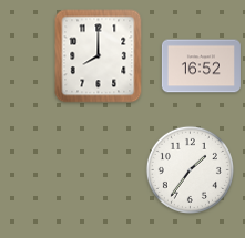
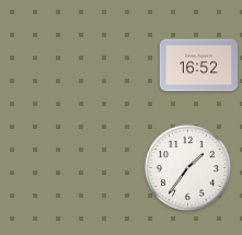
clock at (99, 56): 8:00 -> none
